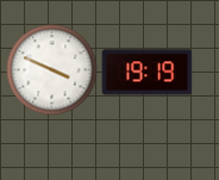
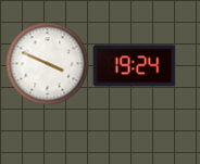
clock at (148, 73): 19:19 -> 19:24
